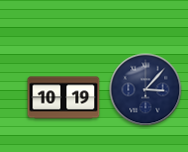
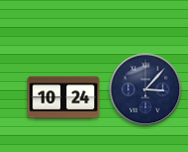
clock at (64, 98): 10:19 -> 10:24
